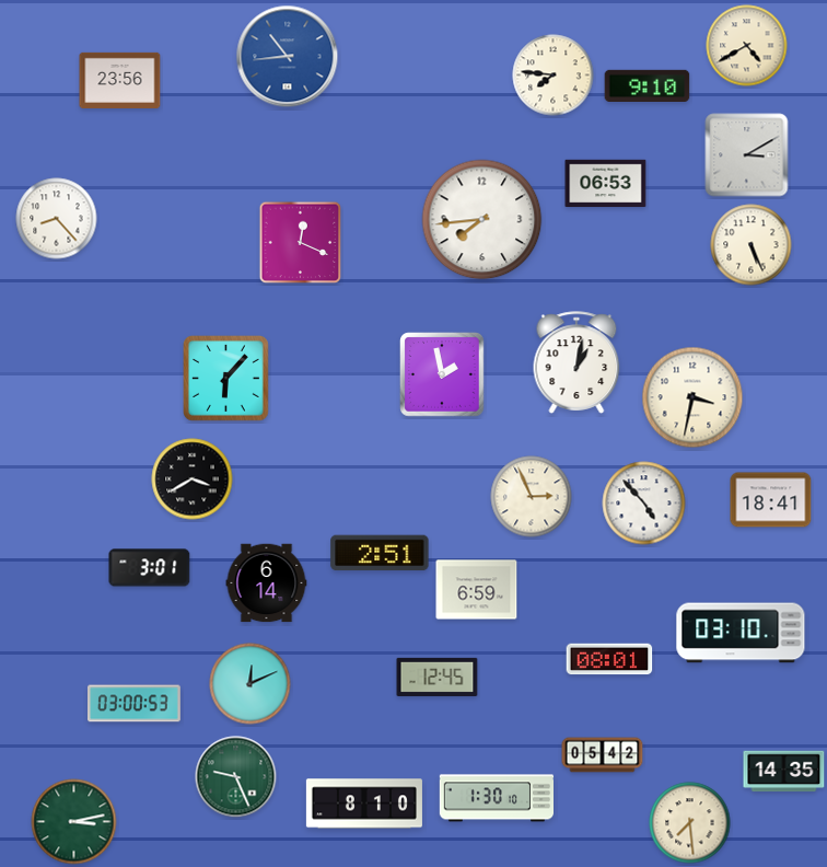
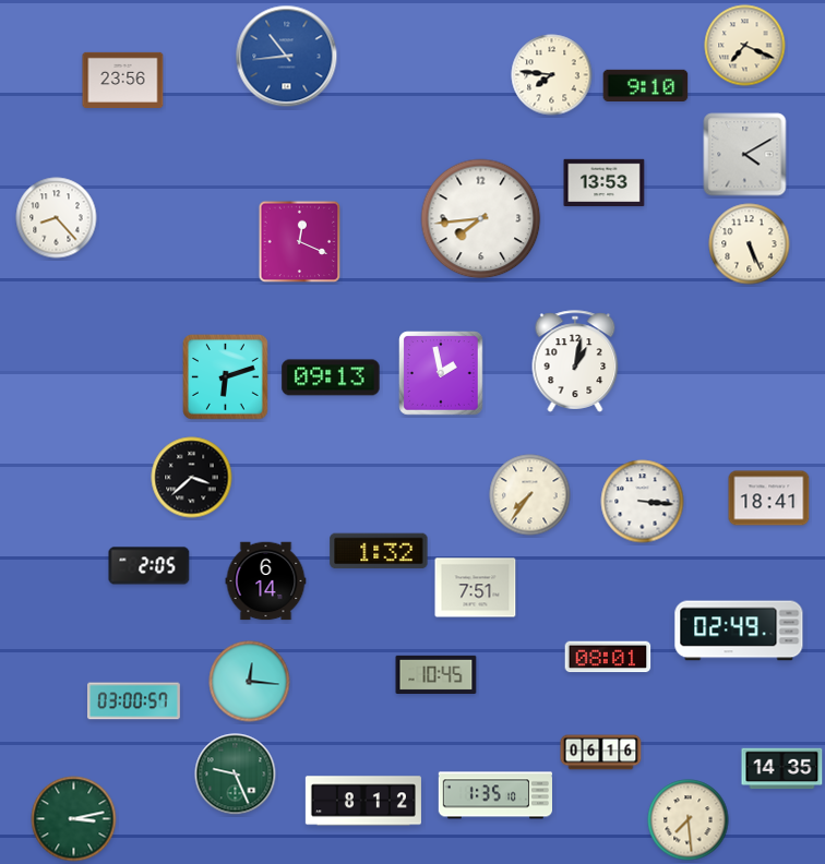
clock at (747, 46): 4:40 -> 7:19
clock at (120, 80) position: (120, 80) -> (123, 80)
clock at (747, 155): 3:10 -> 4:10
clock at (606, 184): 06:53 -> 13:53
clock at (226, 379): 6:07 -> 6:12
clock at (331, 377): none -> 09:13
clock at (692, 397): 3:32 -> none
clock at (193, 479): 3:40 -> 3:38
clock at (532, 497): 2:56 -> 7:36
clock at (644, 504): 4:53 -> 3:16
clock at (380, 553): 2:51 -> 1:32
clock at (150, 568): 3:01 -> 2:05
clock at (477, 590): 6:59 -> 7:51
clock at (741, 633): 03:10 -> 02:49
clock at (438, 677): 12:45 -> 10:45
clock at (251, 684): 12:11 -> 12:16
clock at (135, 704): 03:00:53 -> 03:00:57
clock at (603, 755): 05:42 -> 06:16
clock at (497, 798): 1:30 -> 1:35
clock at (364, 804): 8:10 -> 8:12
